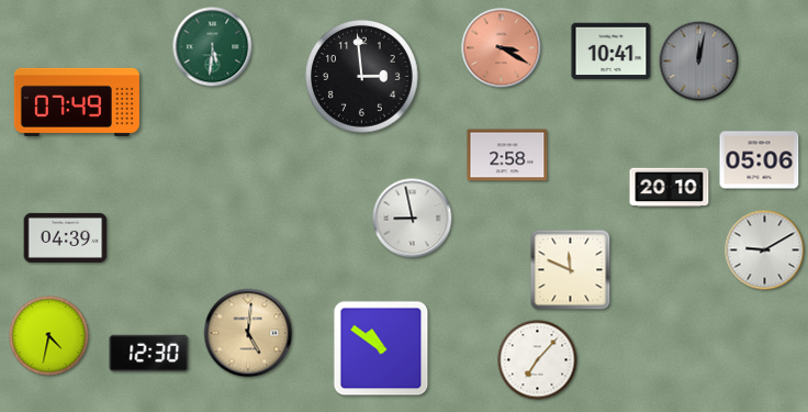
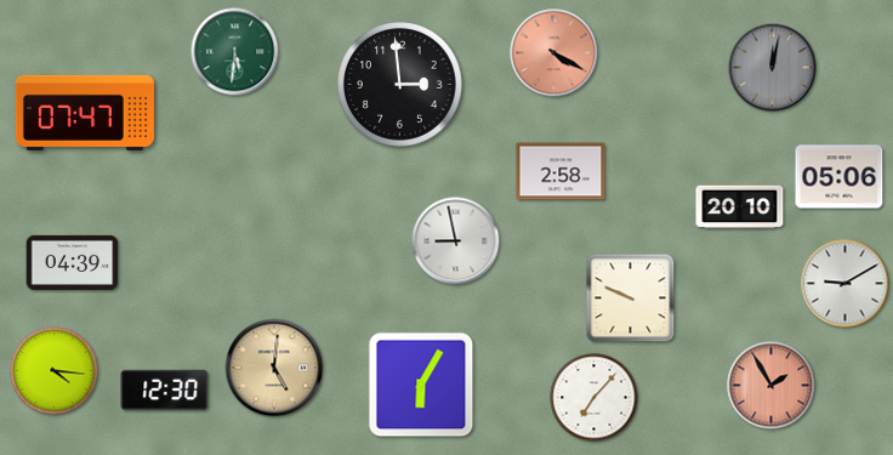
clock at (502, 48): 3:20 -> 4:20
clock at (611, 52): 10:41 -> none
clock at (77, 102): 07:49 -> 07:47
clock at (765, 250) position: (765, 250) -> (846, 284)
clock at (571, 270): 11:49 -> 9:49
clock at (49, 336): 4:32 -> 4:16
clock at (381, 348): 10:51 -> 6:05
clock at (772, 386): none -> 1:55
